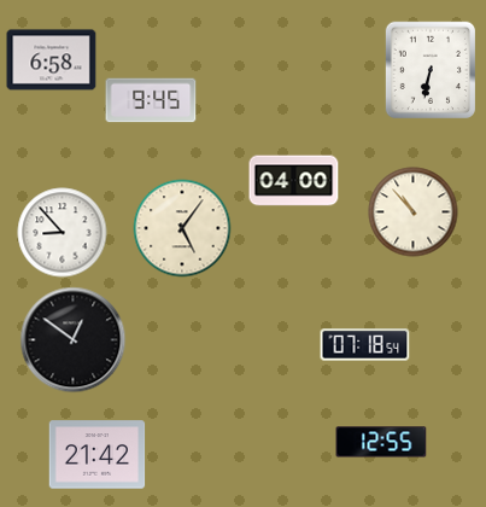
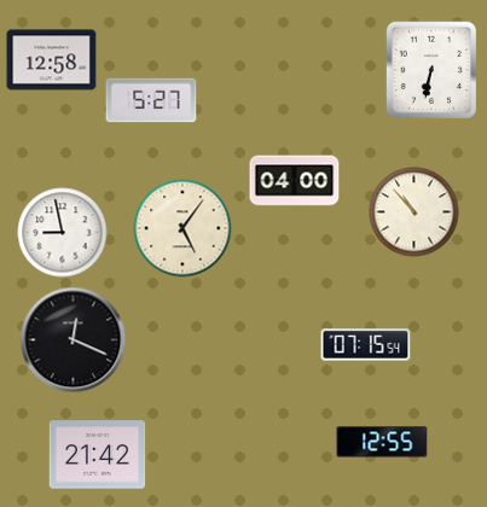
clock at (52, 60): 6:58 -> 12:58
clock at (151, 100): 9:45 -> 5:27
clock at (63, 233): 8:53 -> 8:58
clock at (74, 340): 12:51 -> 12:19
clock at (365, 345): 07:18 -> 07:15
